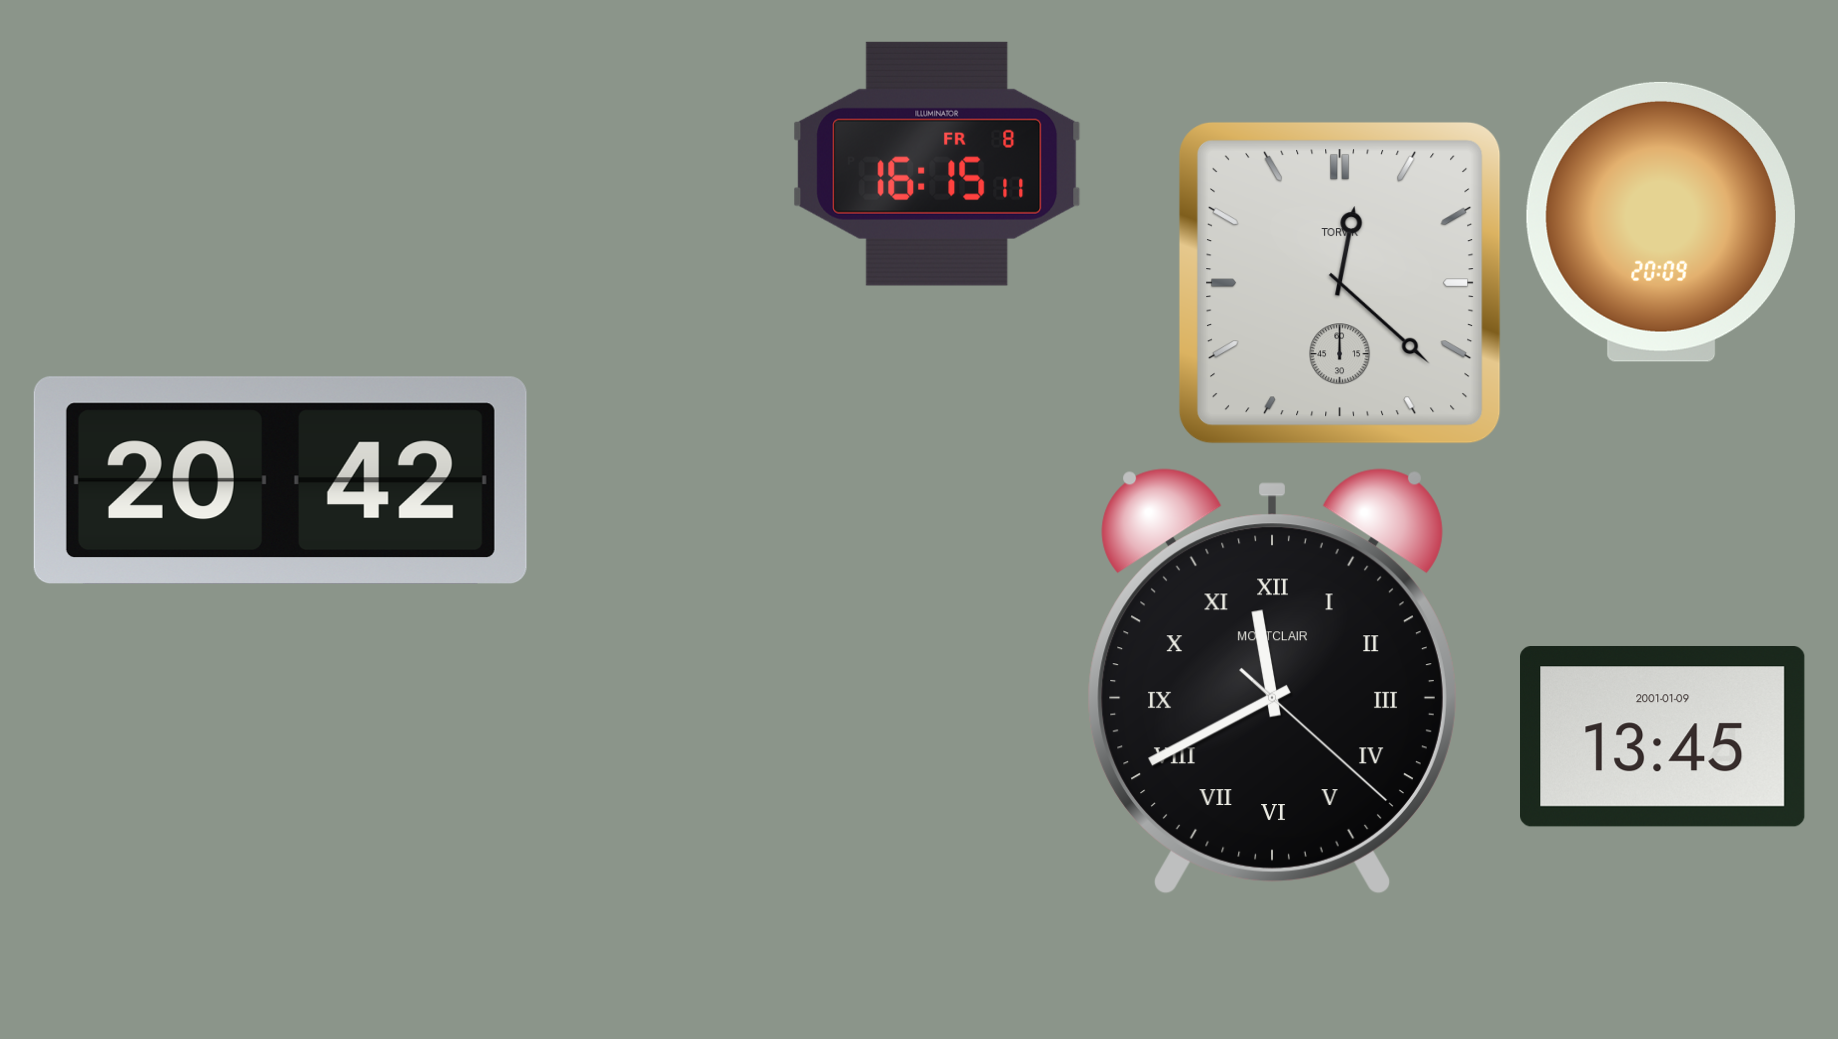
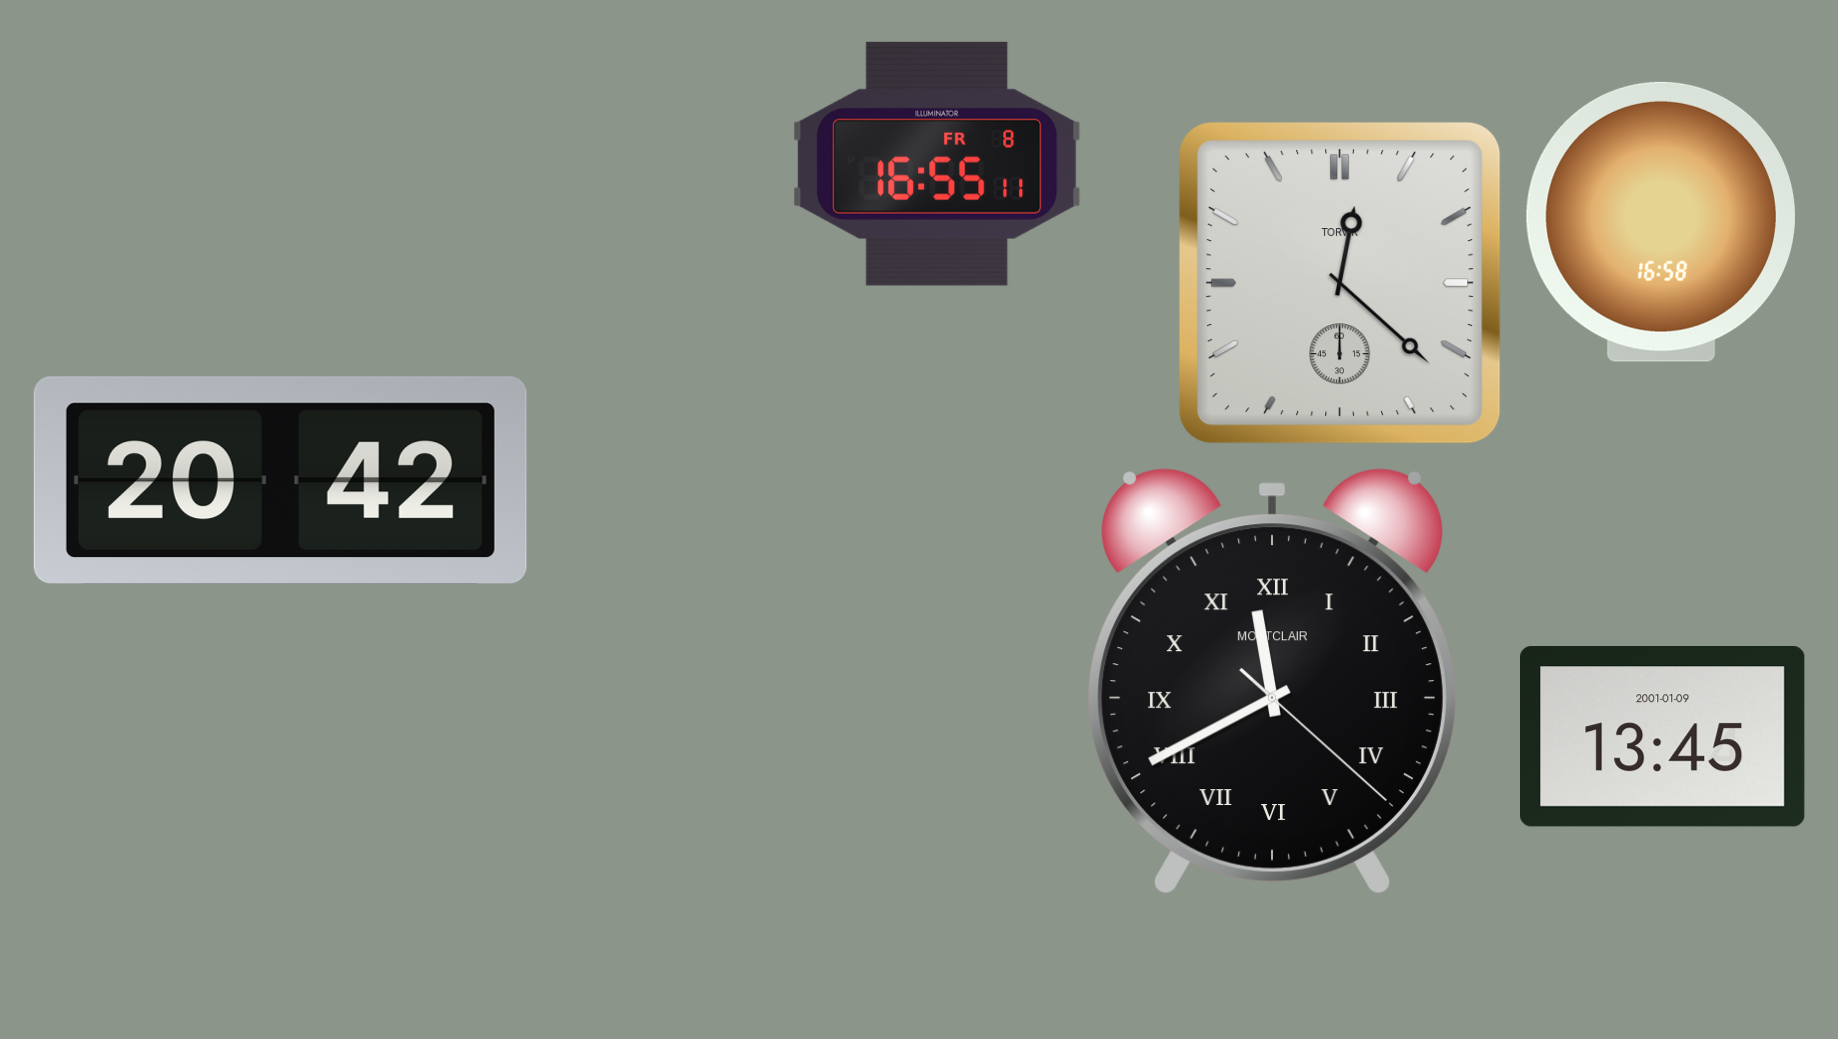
clock at (937, 164): 16:15 -> 16:55
clock at (1661, 222): 20:09 -> 16:58
